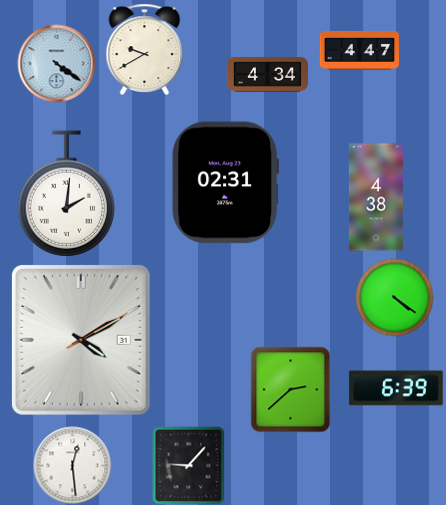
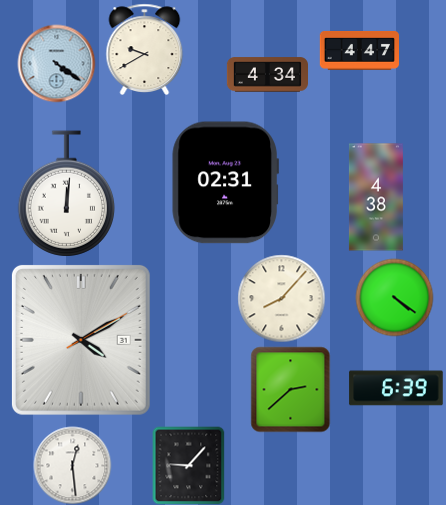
clock at (66, 194): 2:01 -> 12:01
clock at (281, 298): none -> 8:07
